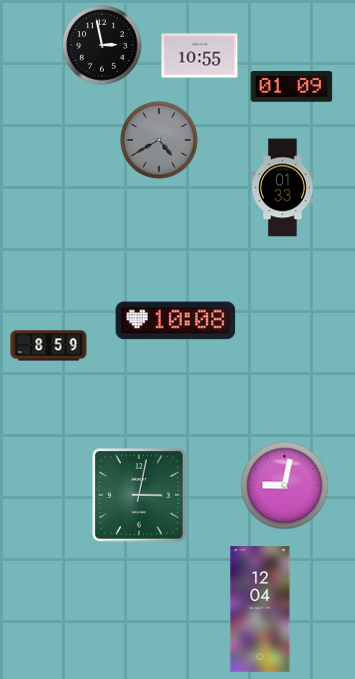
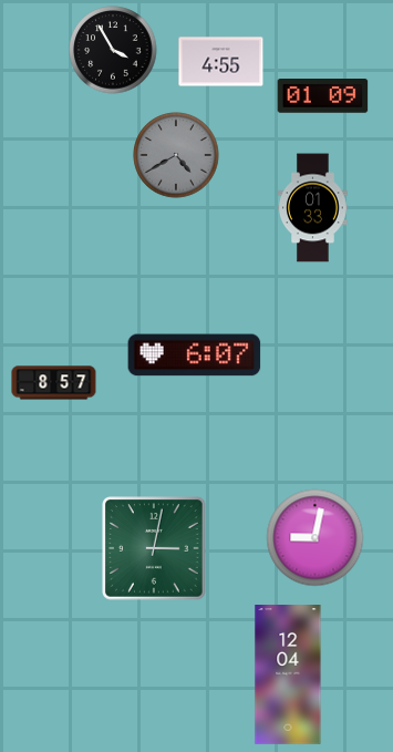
clock at (102, 45): 2:58 -> 3:55
clock at (200, 56): 10:55 -> 4:55
clock at (176, 321): 10:08 -> 6:07
clock at (49, 346): 8:59 -> 8:57
